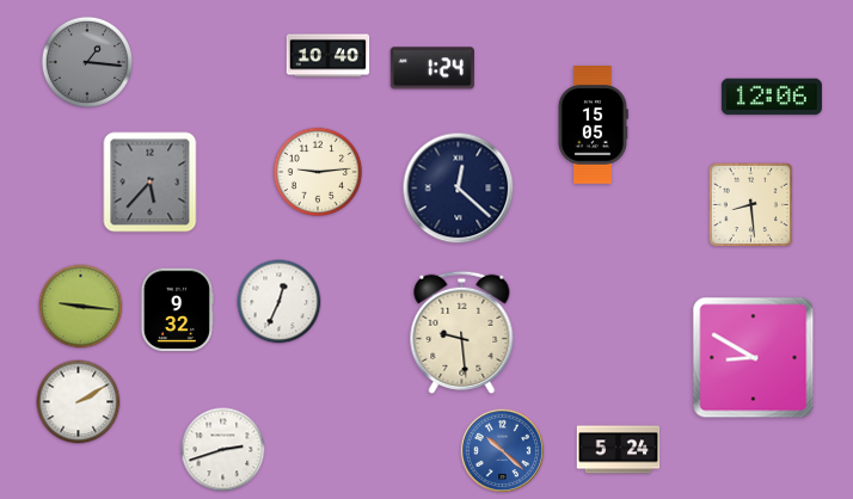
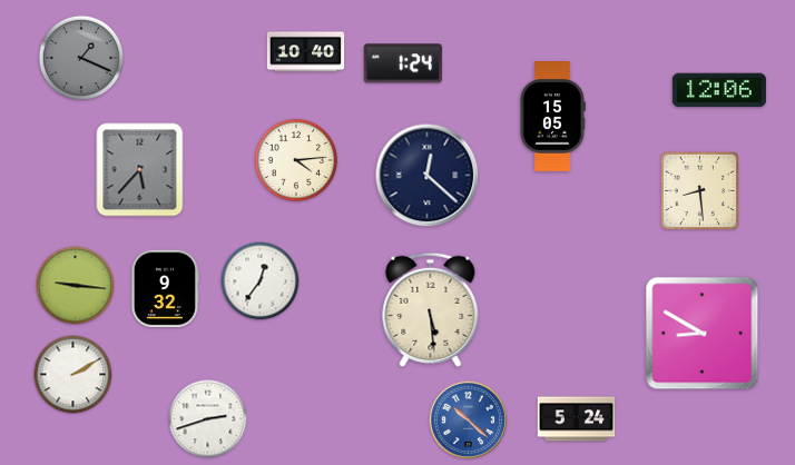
clock at (87, 62): 1:16 -> 1:19
clock at (318, 172): 9:14 -> 4:14
clock at (280, 302): 12:34 -> 12:36
clock at (462, 332): 9:29 -> 5:29
